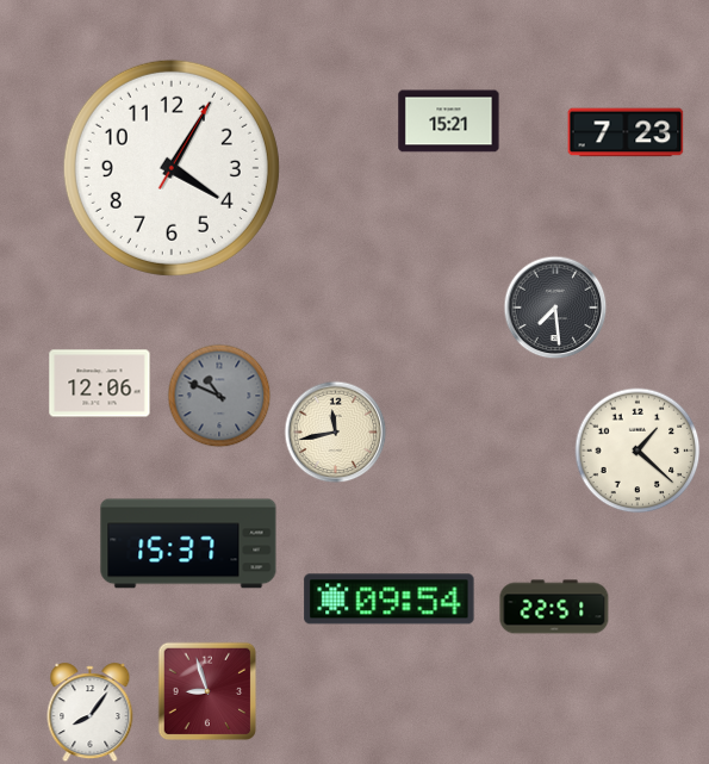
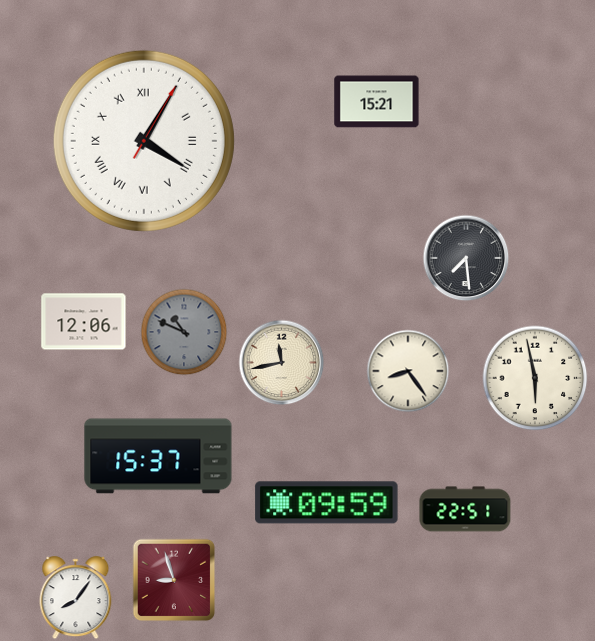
clock at (626, 132): 7:23 -> none
clock at (172, 168) numerals: Arabic -> Roman
clock at (408, 371): none -> 8:24
clock at (638, 451): 1:22 -> 5:58
clock at (390, 600): 09:54 -> 09:59
